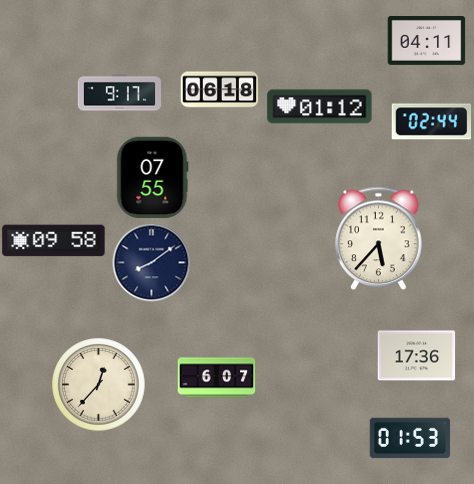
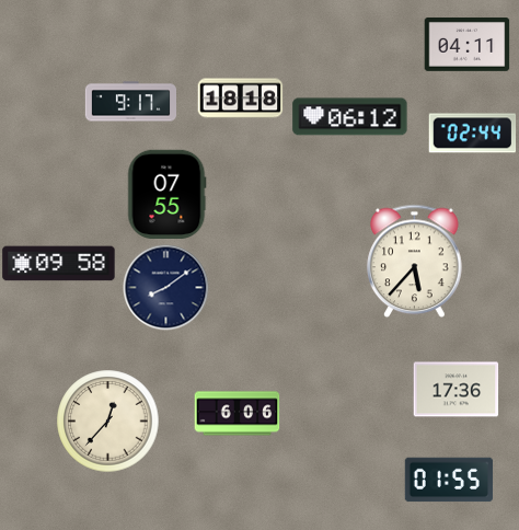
clock at (219, 90): 06:18 -> 18:18
clock at (320, 107): 01:12 -> 06:12
clock at (216, 378): 6:07 -> 6:06
clock at (410, 438): 01:53 -> 01:55
